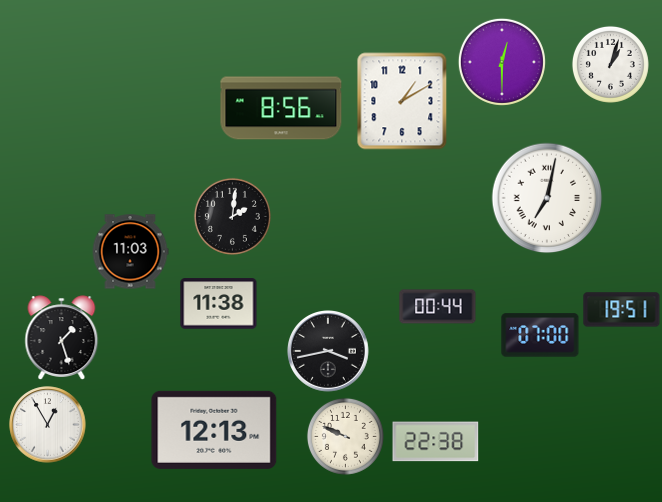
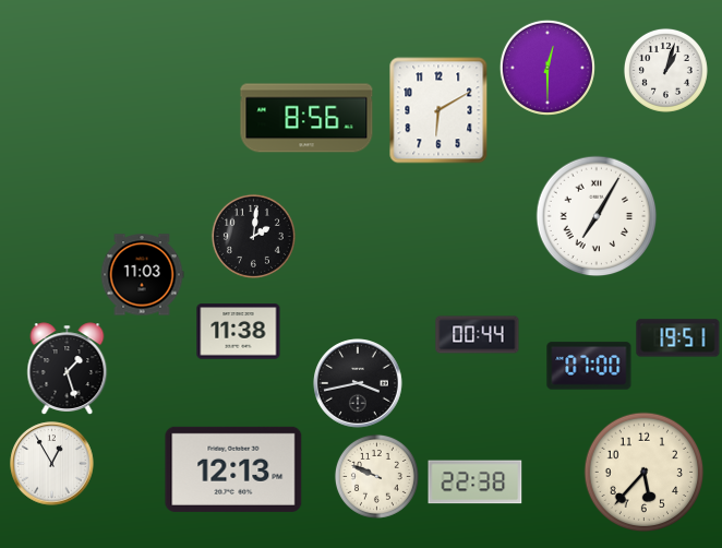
clock at (402, 101): 1:10 -> 6:10
clock at (547, 198): 7:02 -> 7:05
clock at (645, 473): none -> 5:37
